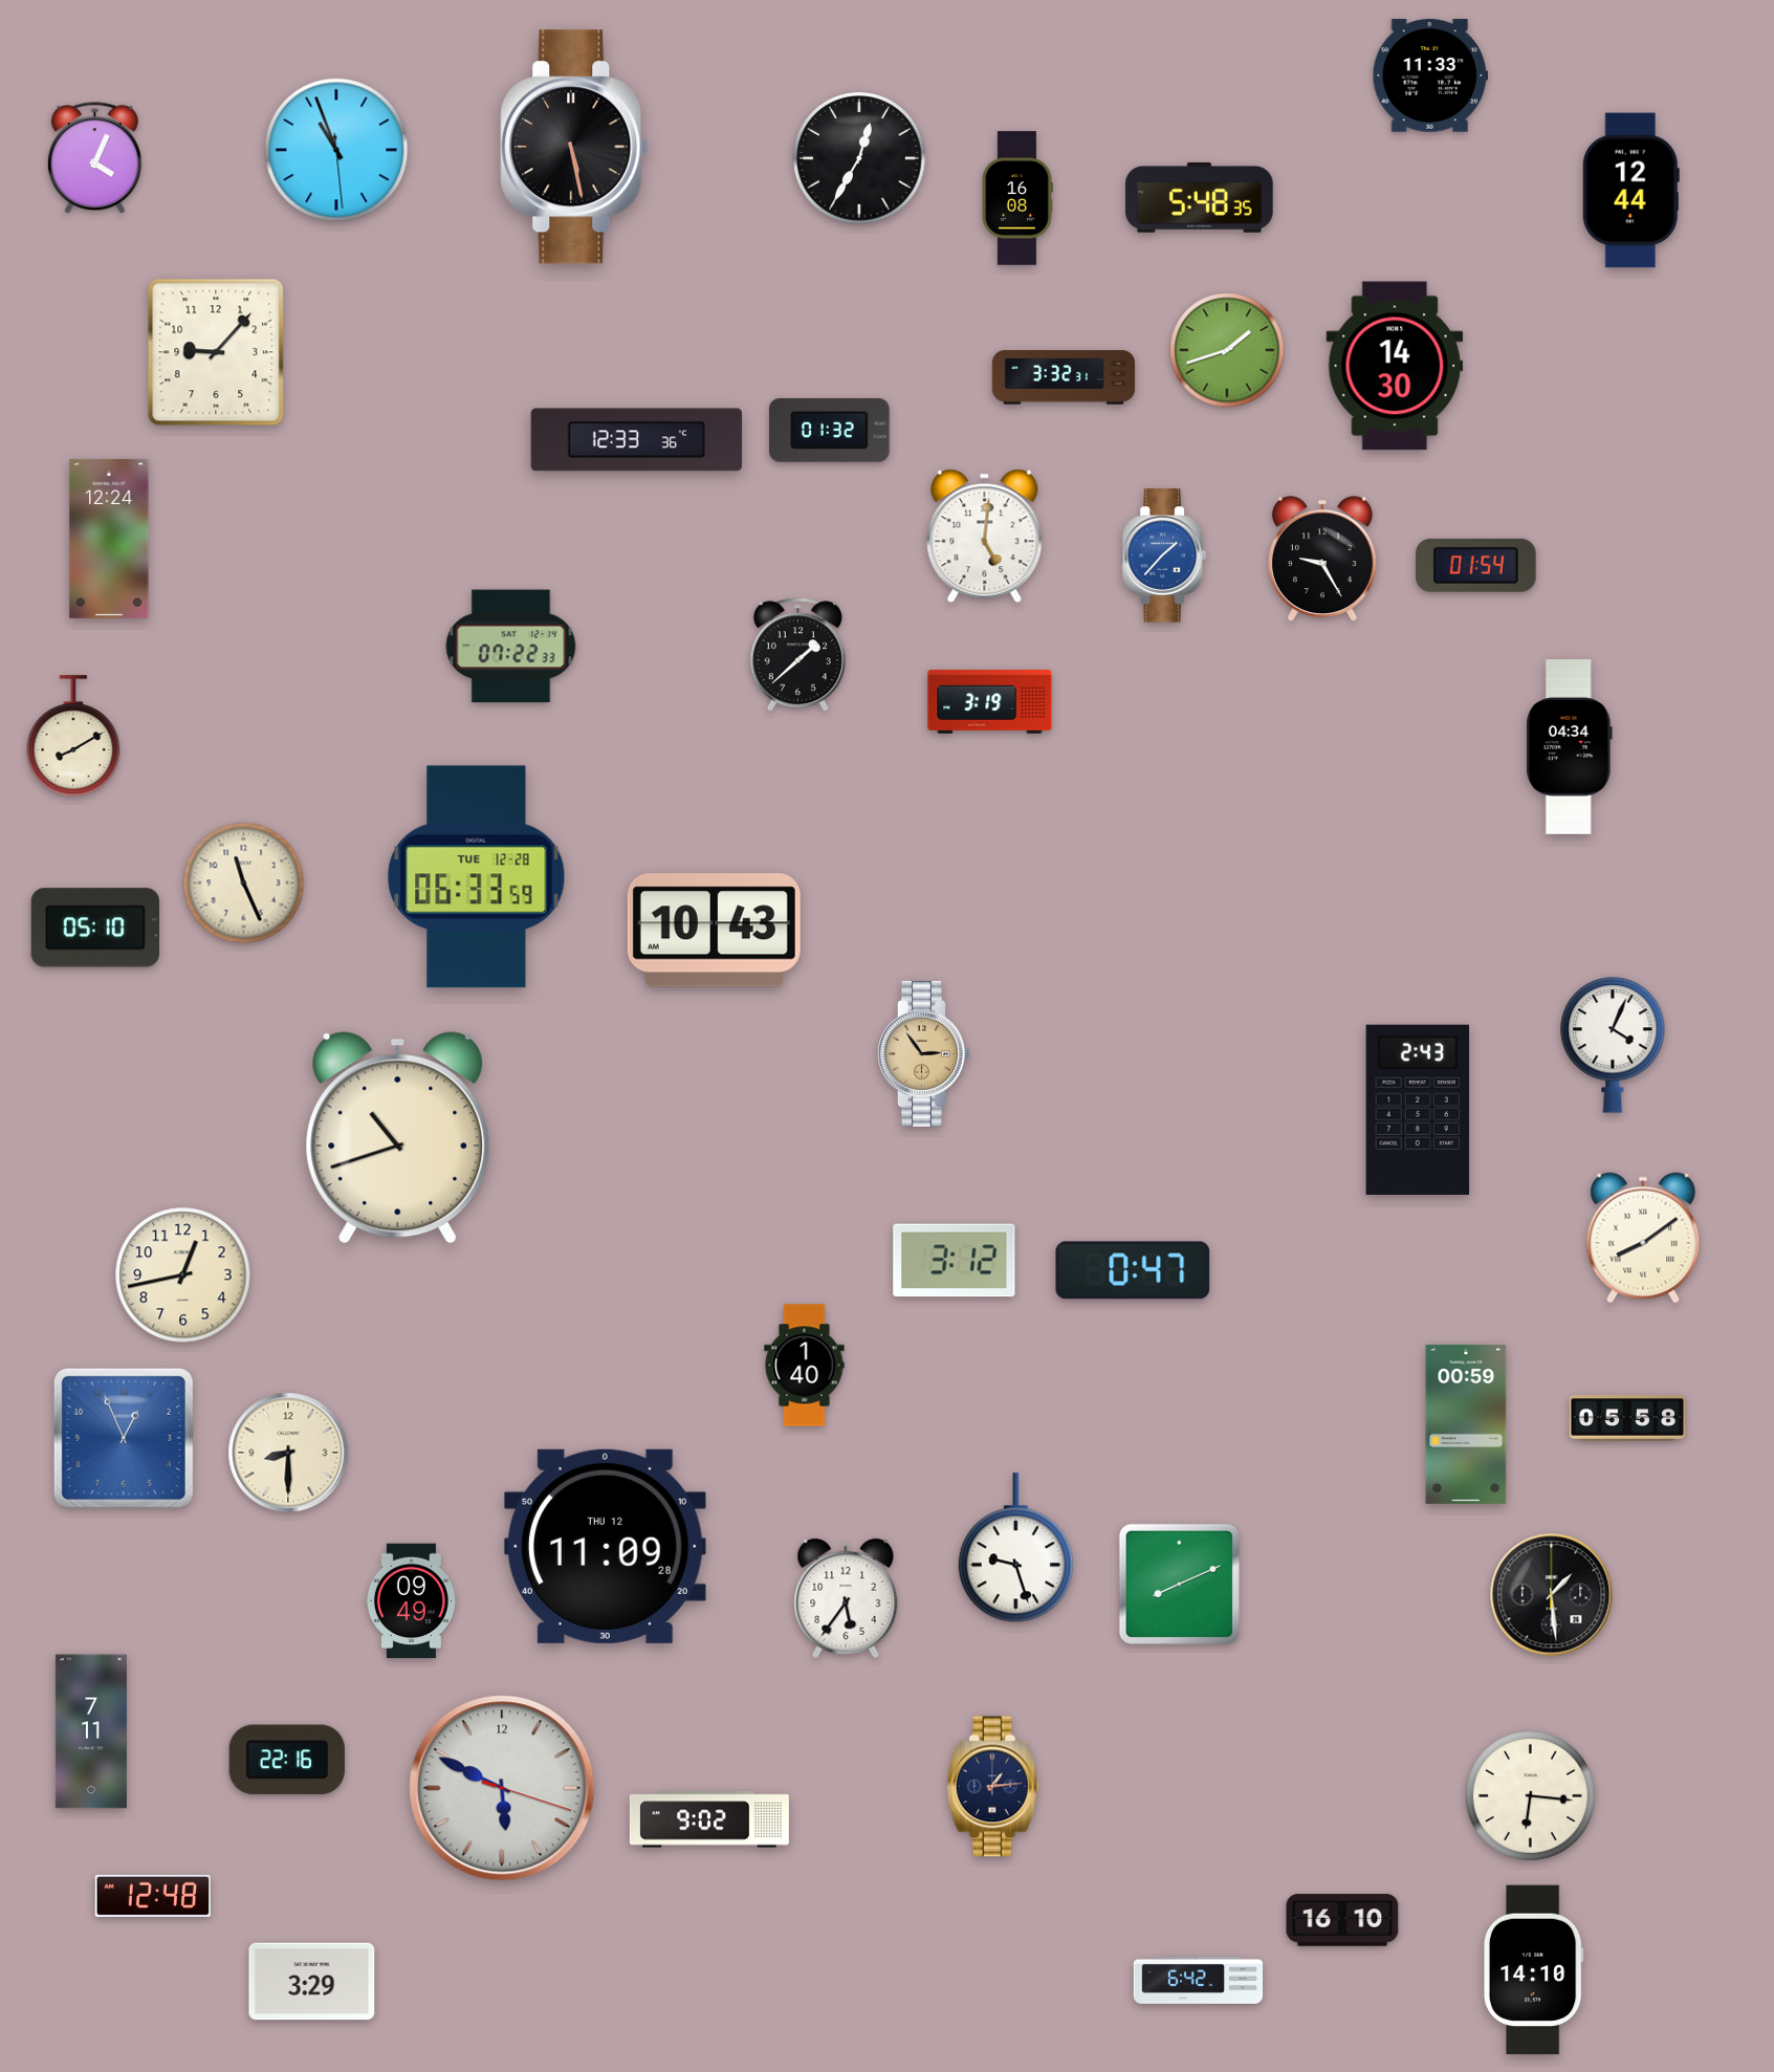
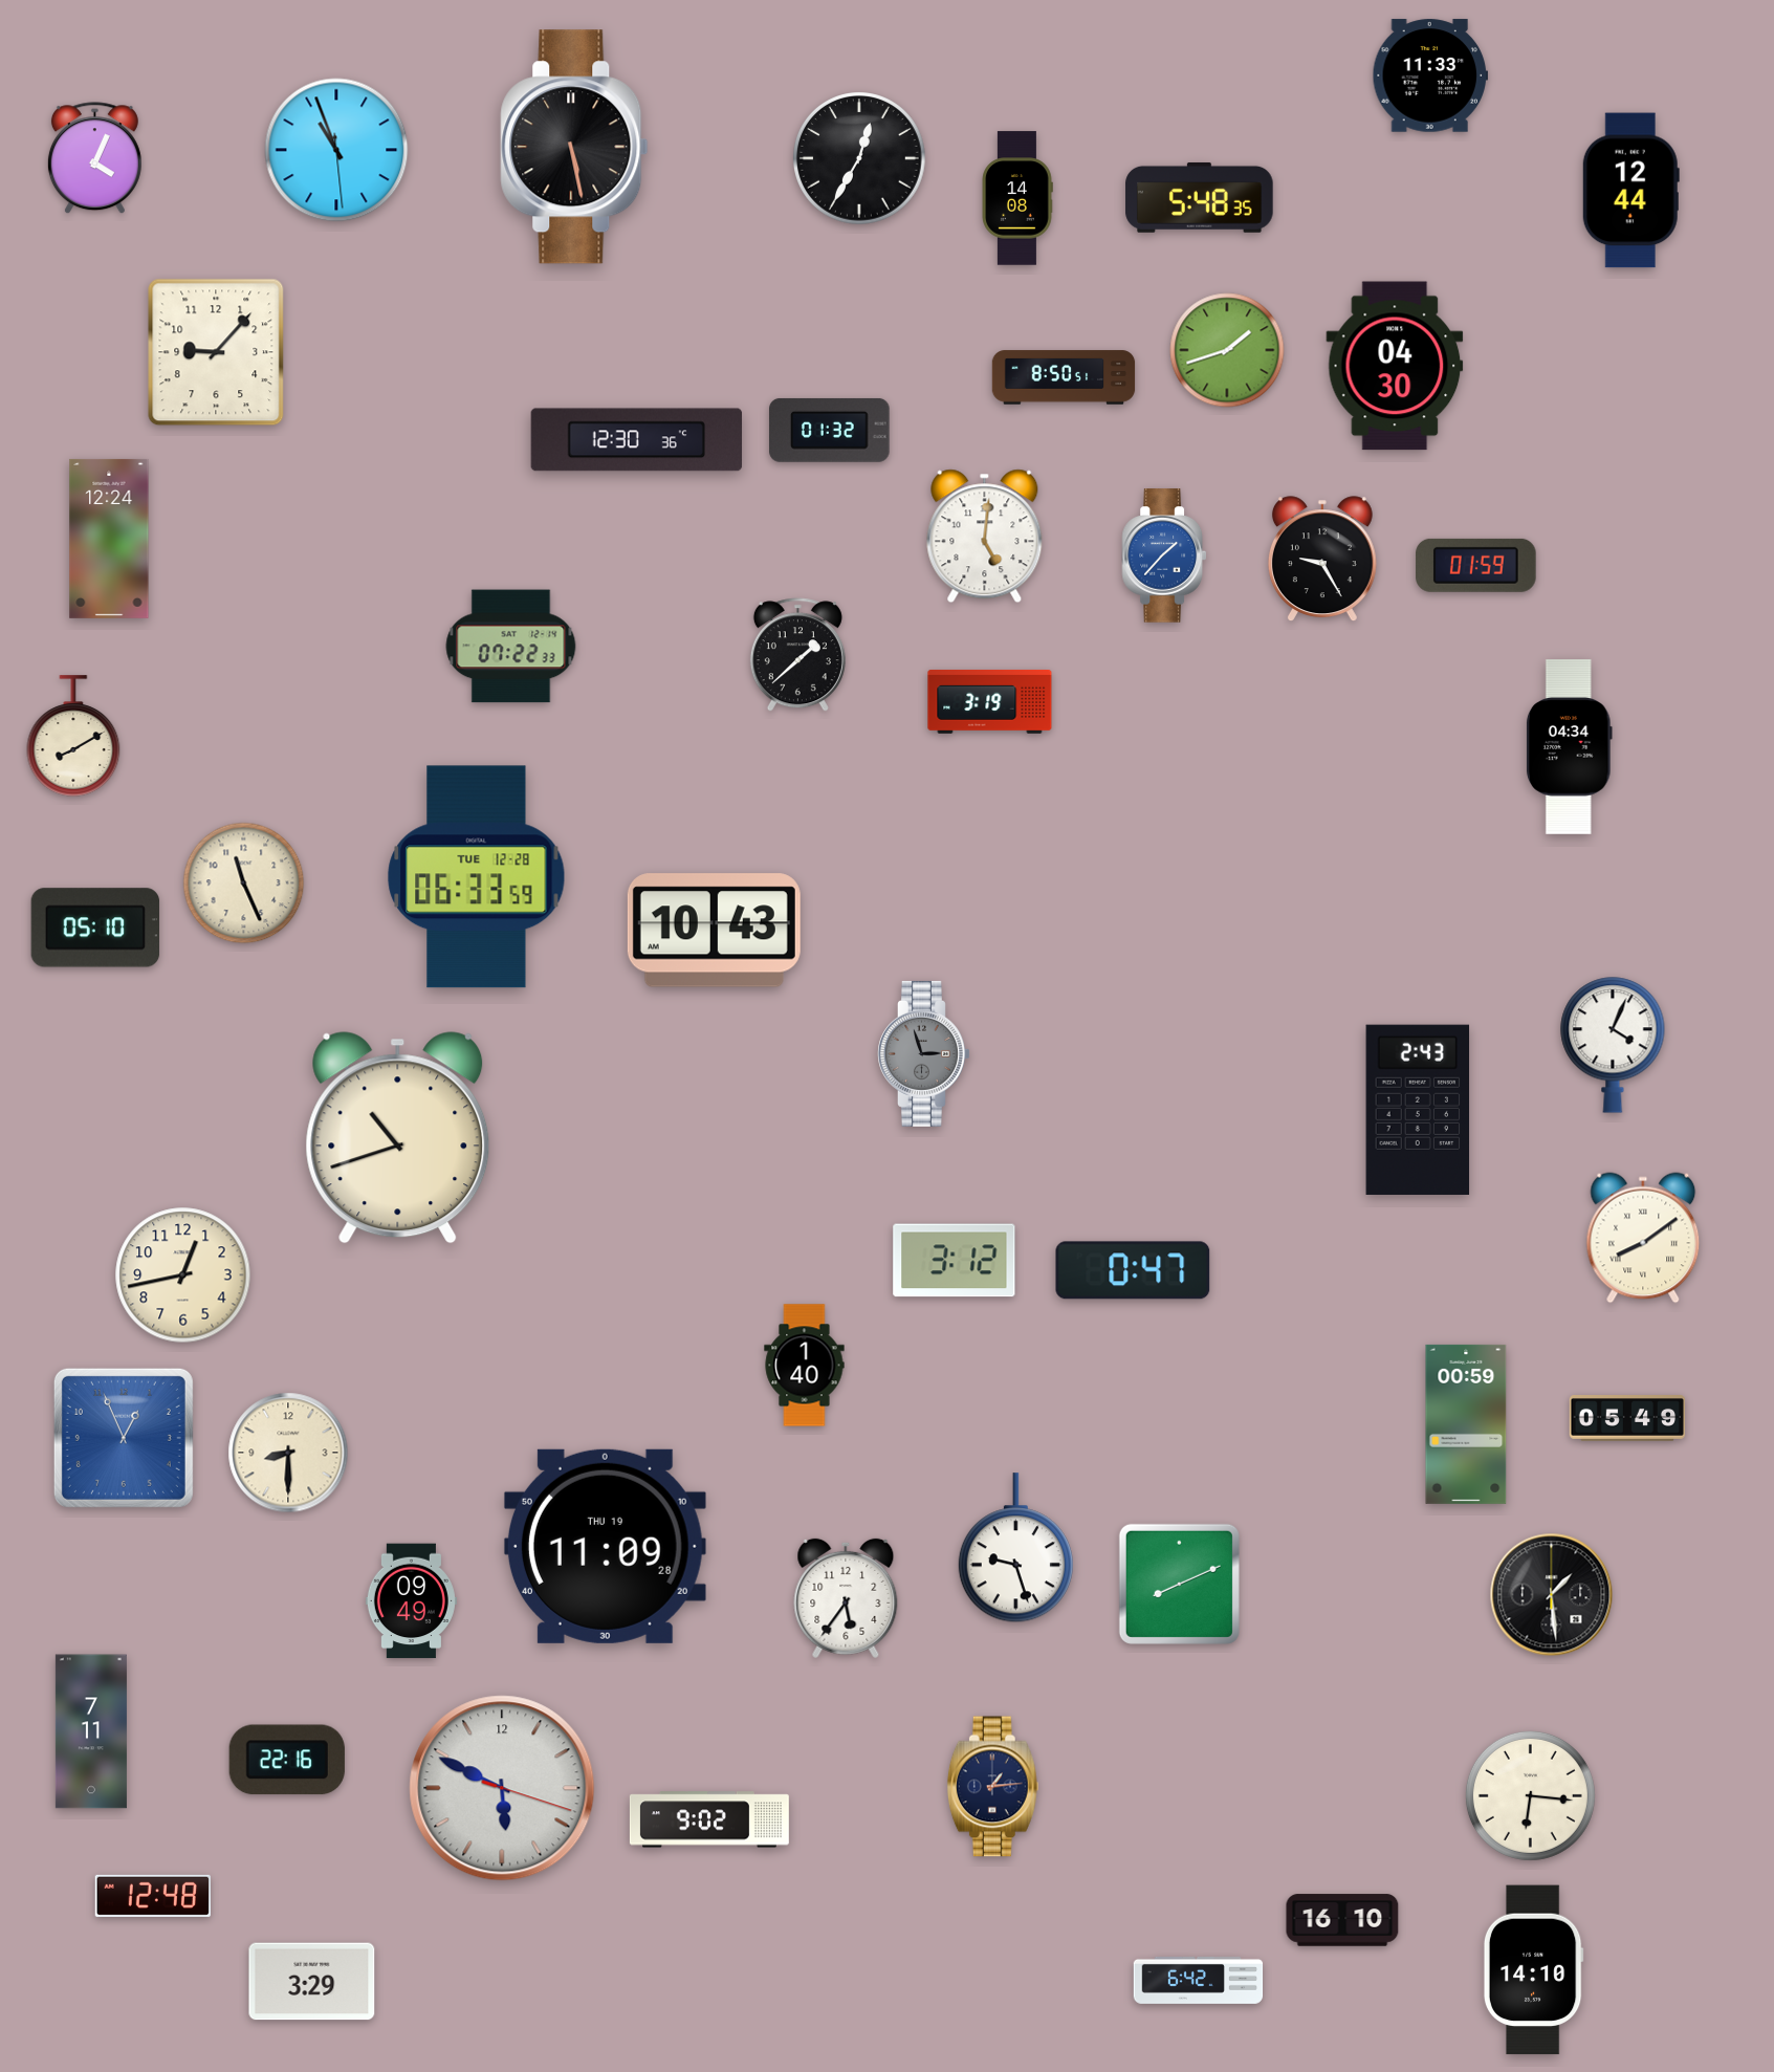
clock at (1017, 198): 16:08 -> 14:08
clock at (1395, 366): 14:30 -> 04:30
clock at (1064, 377): 3:32 -> 8:50
clock at (637, 440): 12:33 -> 12:30
clock at (1476, 565): 01:54 -> 01:59
clock at (924, 1053): 2:54 -> 2:57
clock at (924, 1053) dial: champagne -> grey
clock at (1627, 1419): 05:58 -> 05:49
clock at (605, 1546) date: THU 12 -> THU 19
